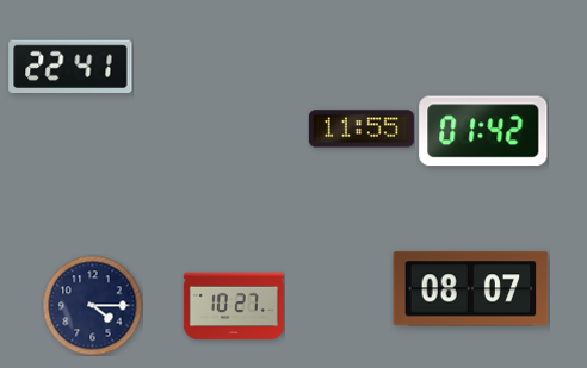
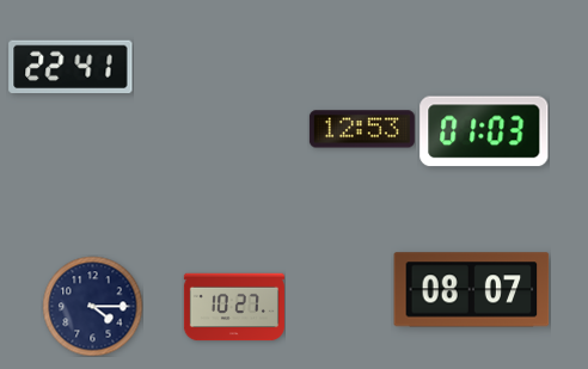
clock at (362, 129): 11:55 -> 12:53
clock at (483, 131): 01:42 -> 01:03
